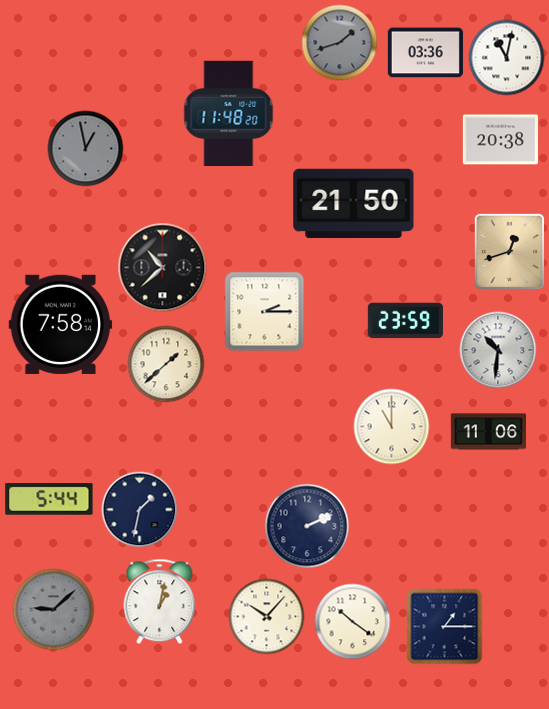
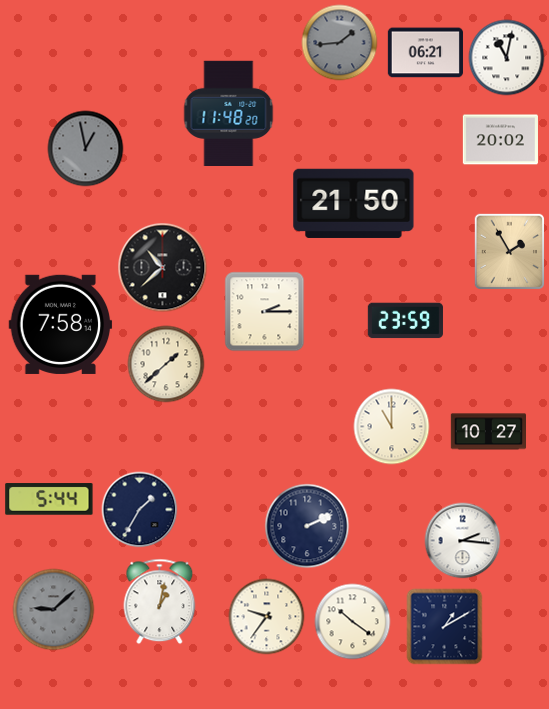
clock at (340, 43): 1:42 -> 1:44
clock at (425, 53): 03:36 -> 06:21
clock at (500, 140): 20:38 -> 20:02
clock at (509, 251): 12:42 -> 1:55
clock at (498, 350): 10:31 -> none
clock at (488, 432): 11:06 -> 10:27
clock at (140, 510): 1:32 -> 1:35
clock at (463, 541): none -> 2:16
clock at (267, 617): 10:07 -> 9:36
clock at (445, 627): 1:15 -> 1:10
